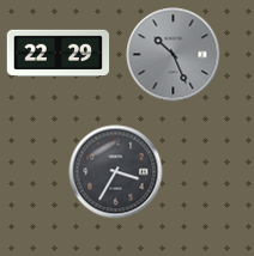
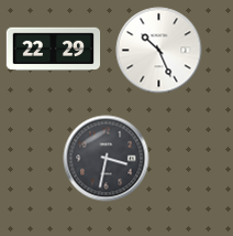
clock at (173, 54) dial: grey -> white
clock at (115, 171): 3:35 -> 3:32
